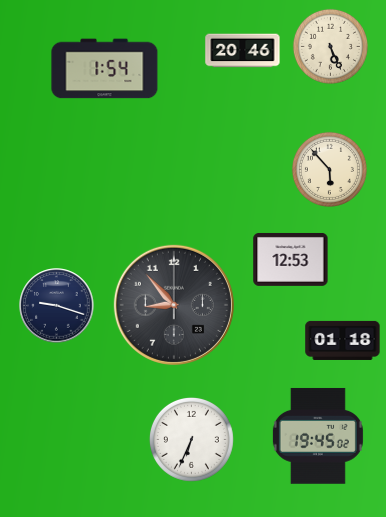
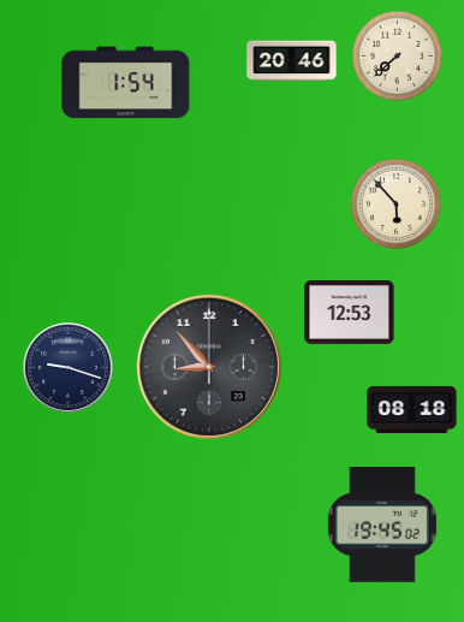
clock at (330, 46): 5:26 -> 7:38
clock at (343, 340): 01:18 -> 08:18
clock at (191, 439): 6:34 -> none
